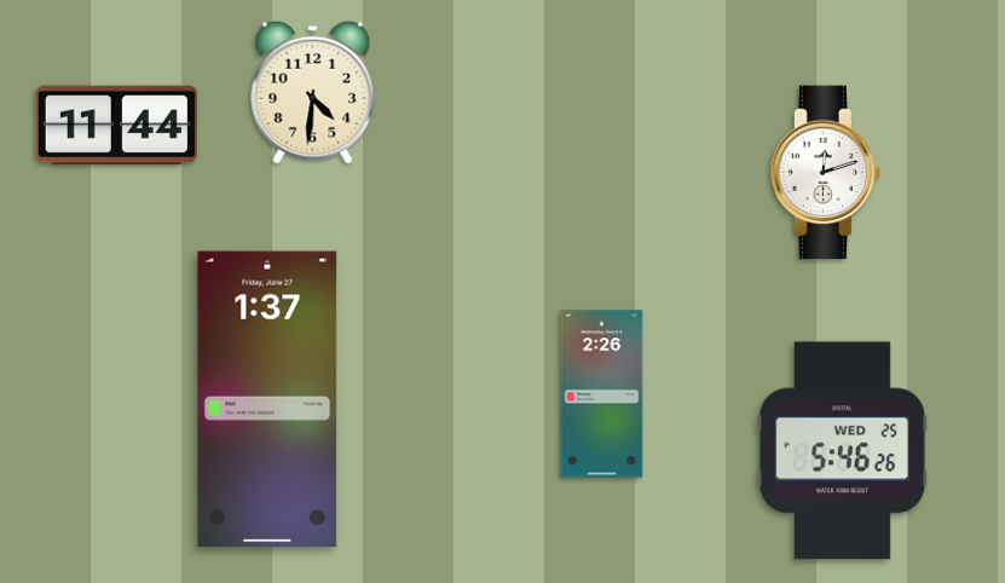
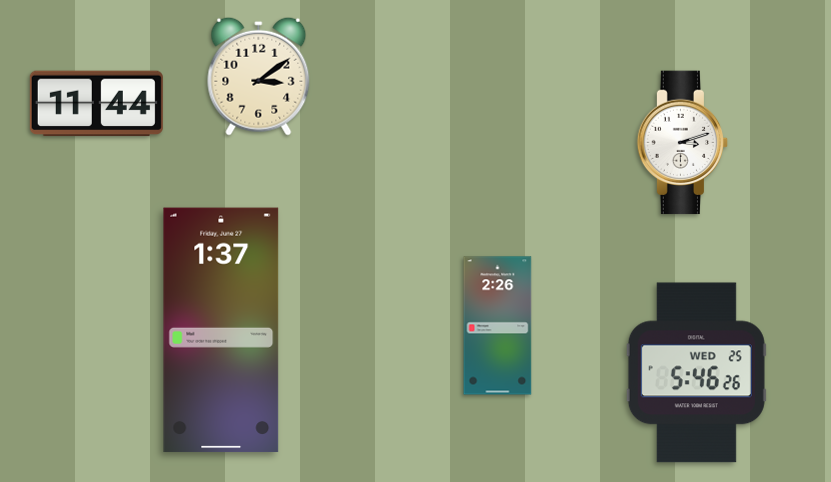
clock at (313, 92): 4:31 -> 3:09
clock at (826, 173): 12:12 -> 3:12
